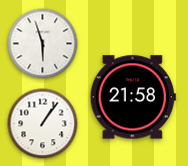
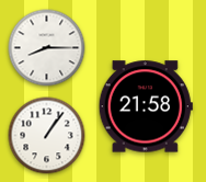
clock at (43, 44): 5:57 -> 8:15
